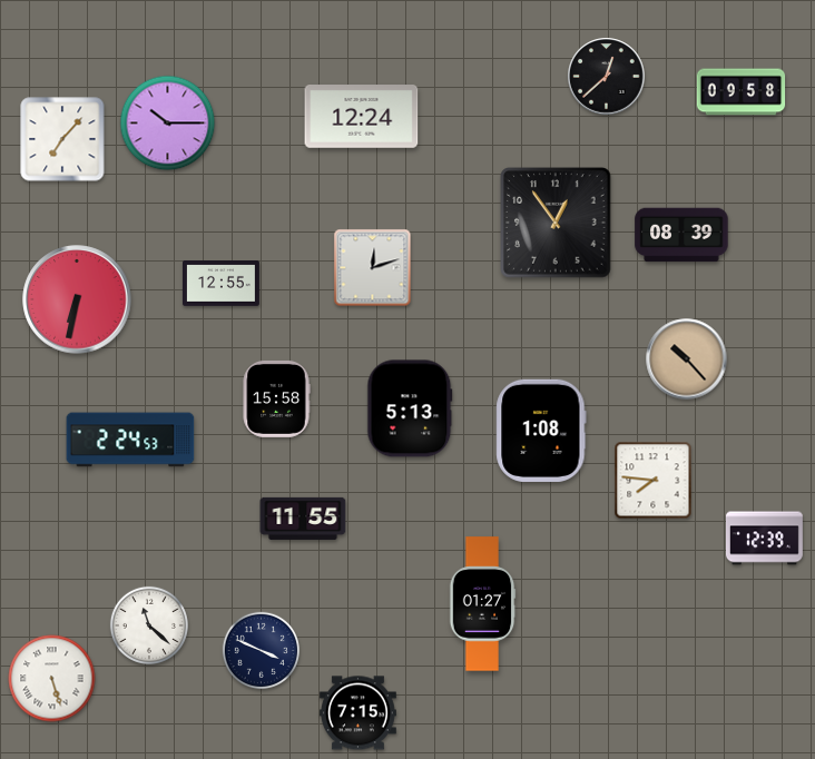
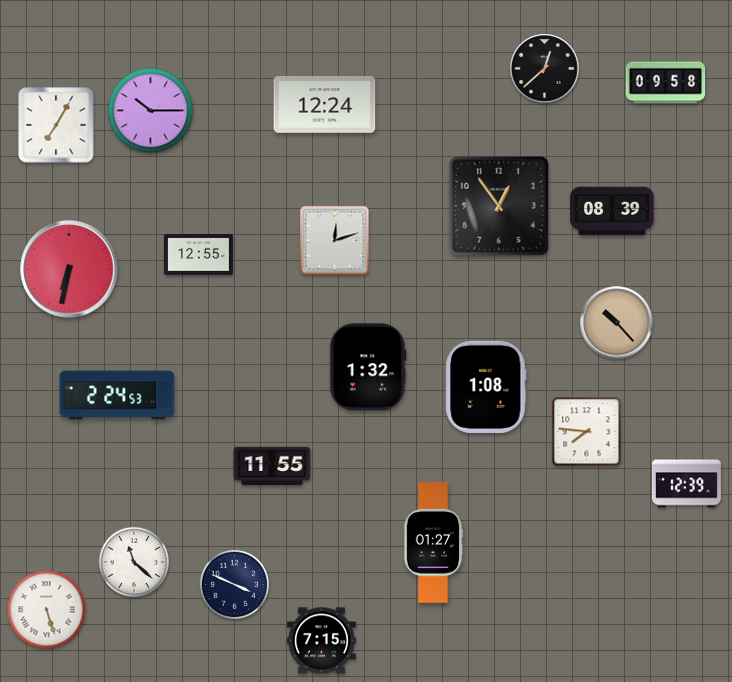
clock at (62, 139): 7:07 -> 7:05
clock at (556, 223) position: (556, 223) -> (499, 206)
clock at (276, 398): 15:58 -> none
clock at (410, 408): 5:13 -> 1:32
